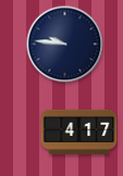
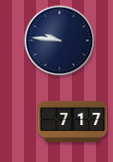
clock at (79, 131): 4:17 -> 7:17
